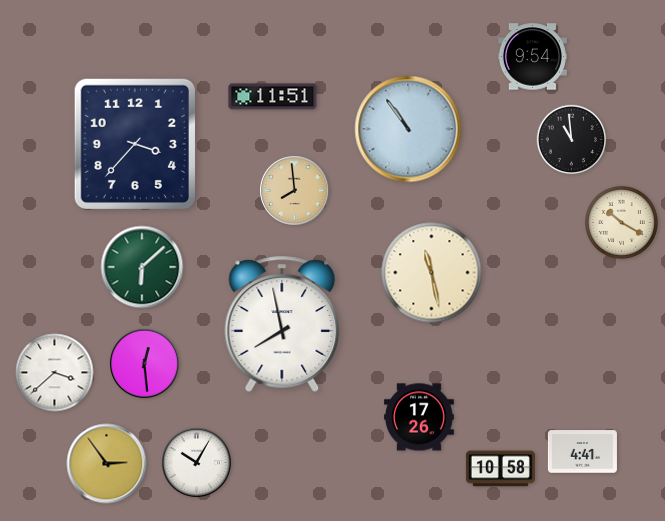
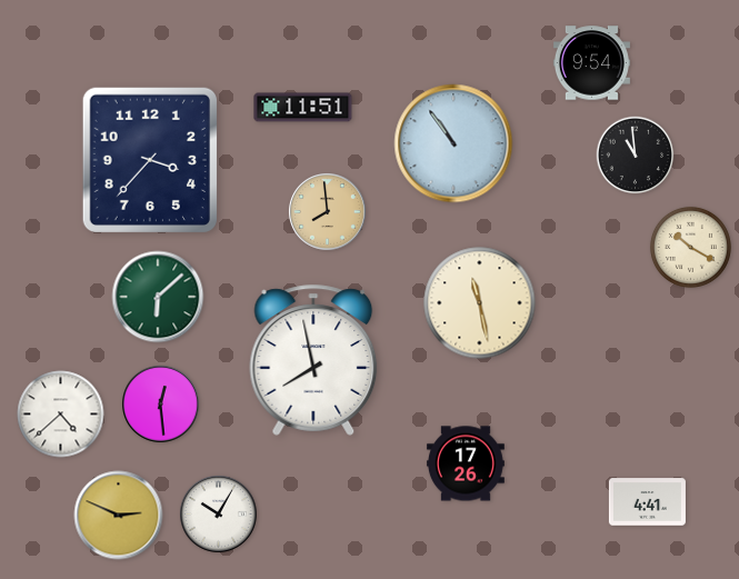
clock at (55, 373): 3:38 -> 4:38
clock at (107, 464): 2:54 -> 2:49
clock at (500, 469): 10:58 -> none
